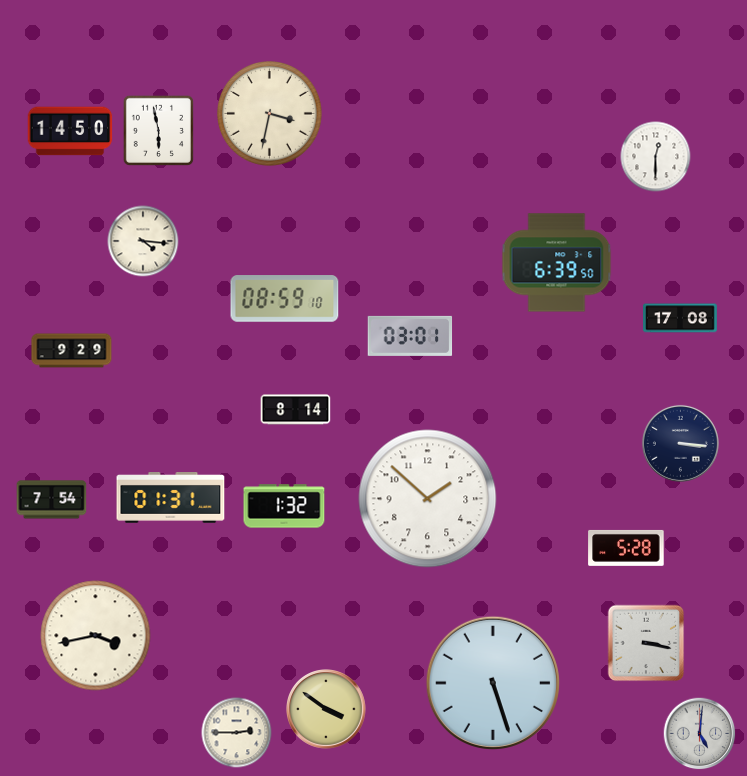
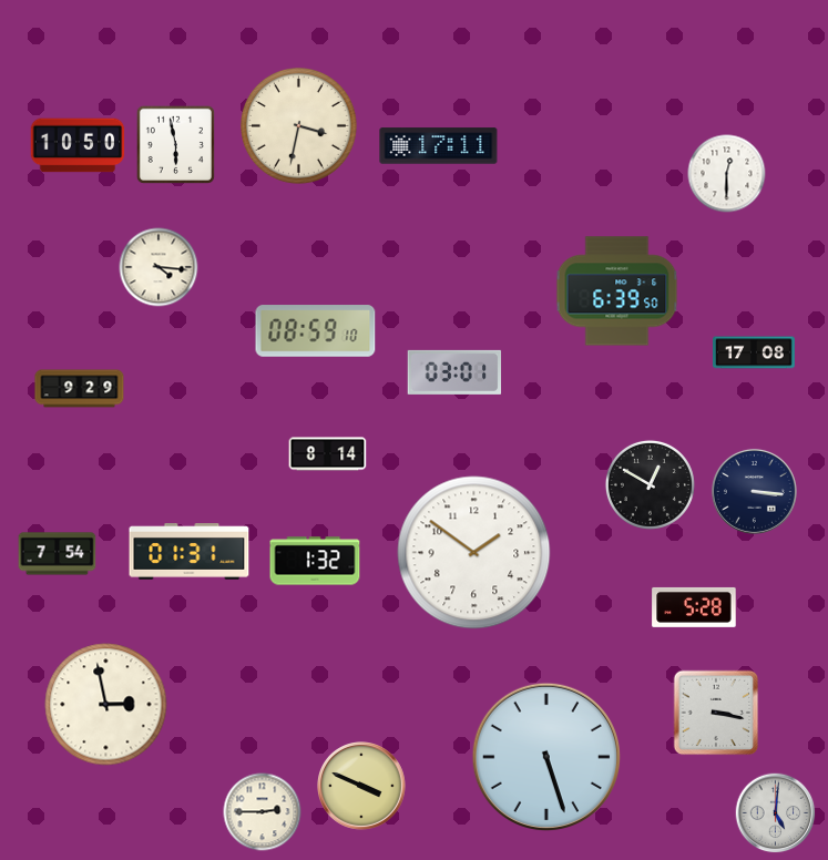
clock at (70, 131): 14:50 -> 10:50
clock at (439, 146): none -> 17:11
clock at (650, 484): none -> 12:50
clock at (428, 499): 1:52 -> 1:51
clock at (96, 636): 3:43 -> 2:58
clock at (327, 710): 3:51 -> 3:49
